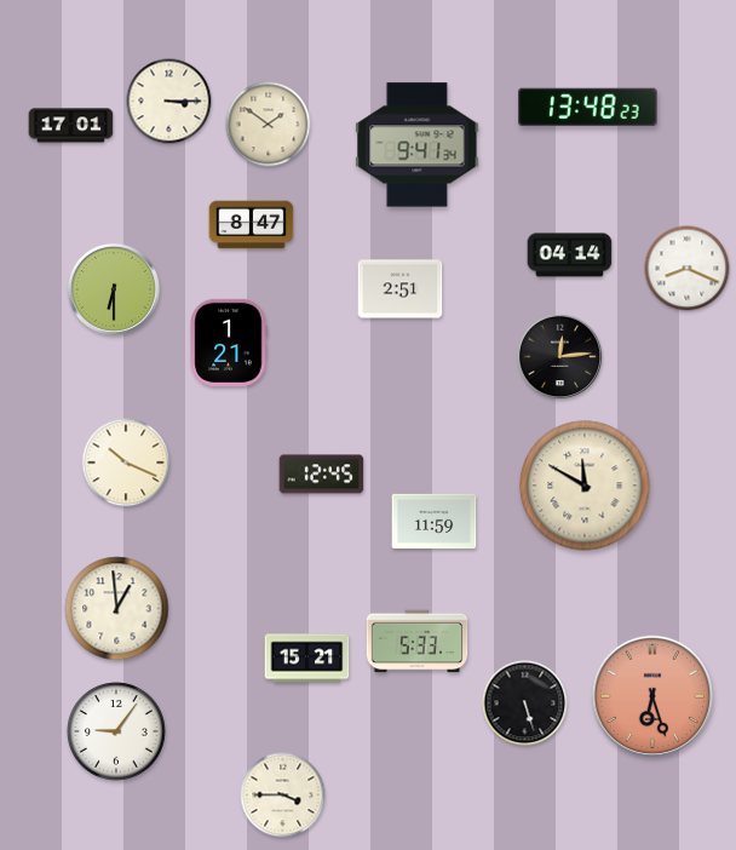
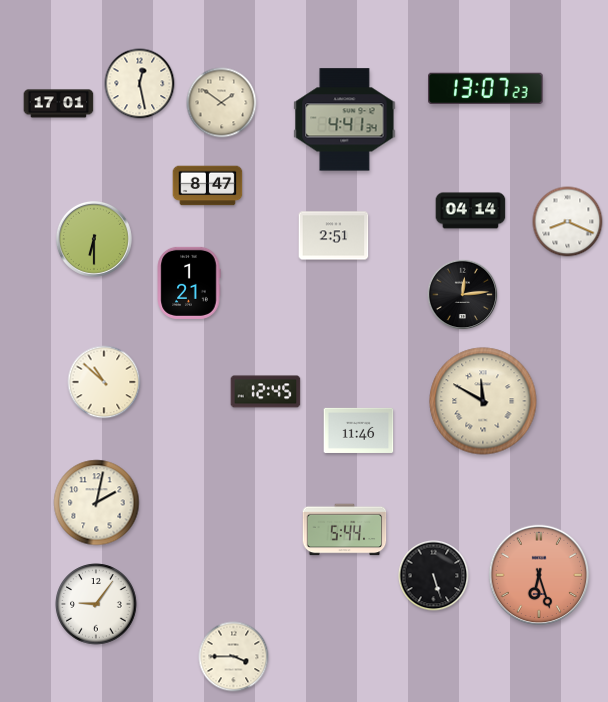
clock at (169, 102): 3:15 -> 12:28
clock at (588, 107): 13:48 -> 13:07
clock at (418, 145): 9:41 -> 4:41
clock at (401, 289) position: (401, 289) -> (334, 236)
clock at (126, 463): 10:19 -> 10:52
clock at (435, 521): 11:59 -> 11:46
clock at (117, 609): 12:59 -> 2:02
clock at (418, 642): 5:33 -> 5:44
clock at (307, 659): 15:21 -> none
clock at (525, 703) position: (525, 703) -> (434, 576)
